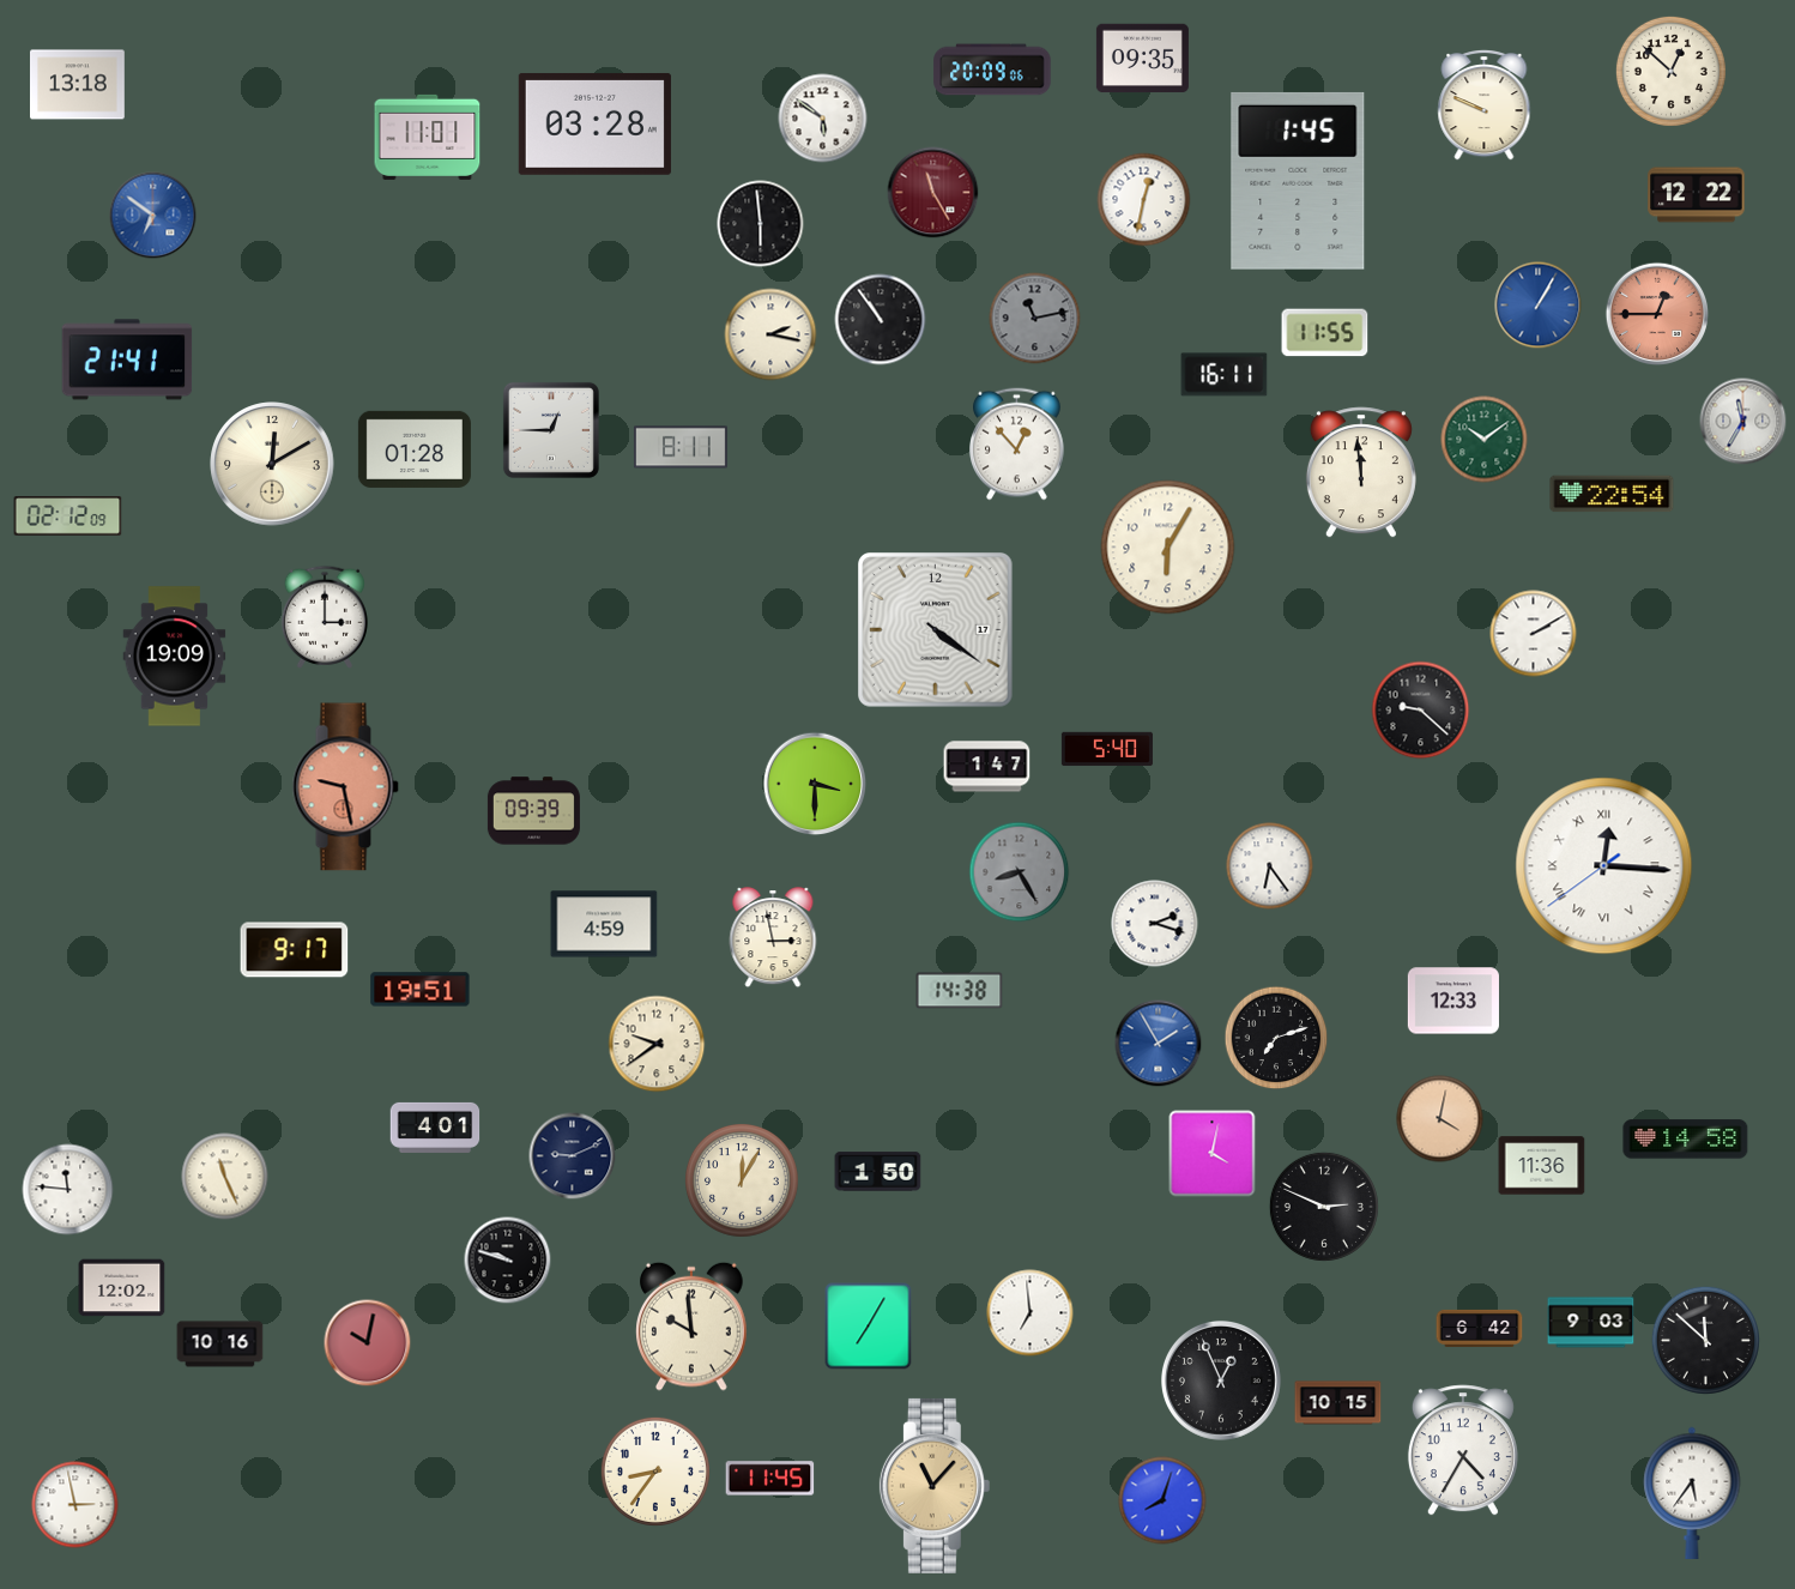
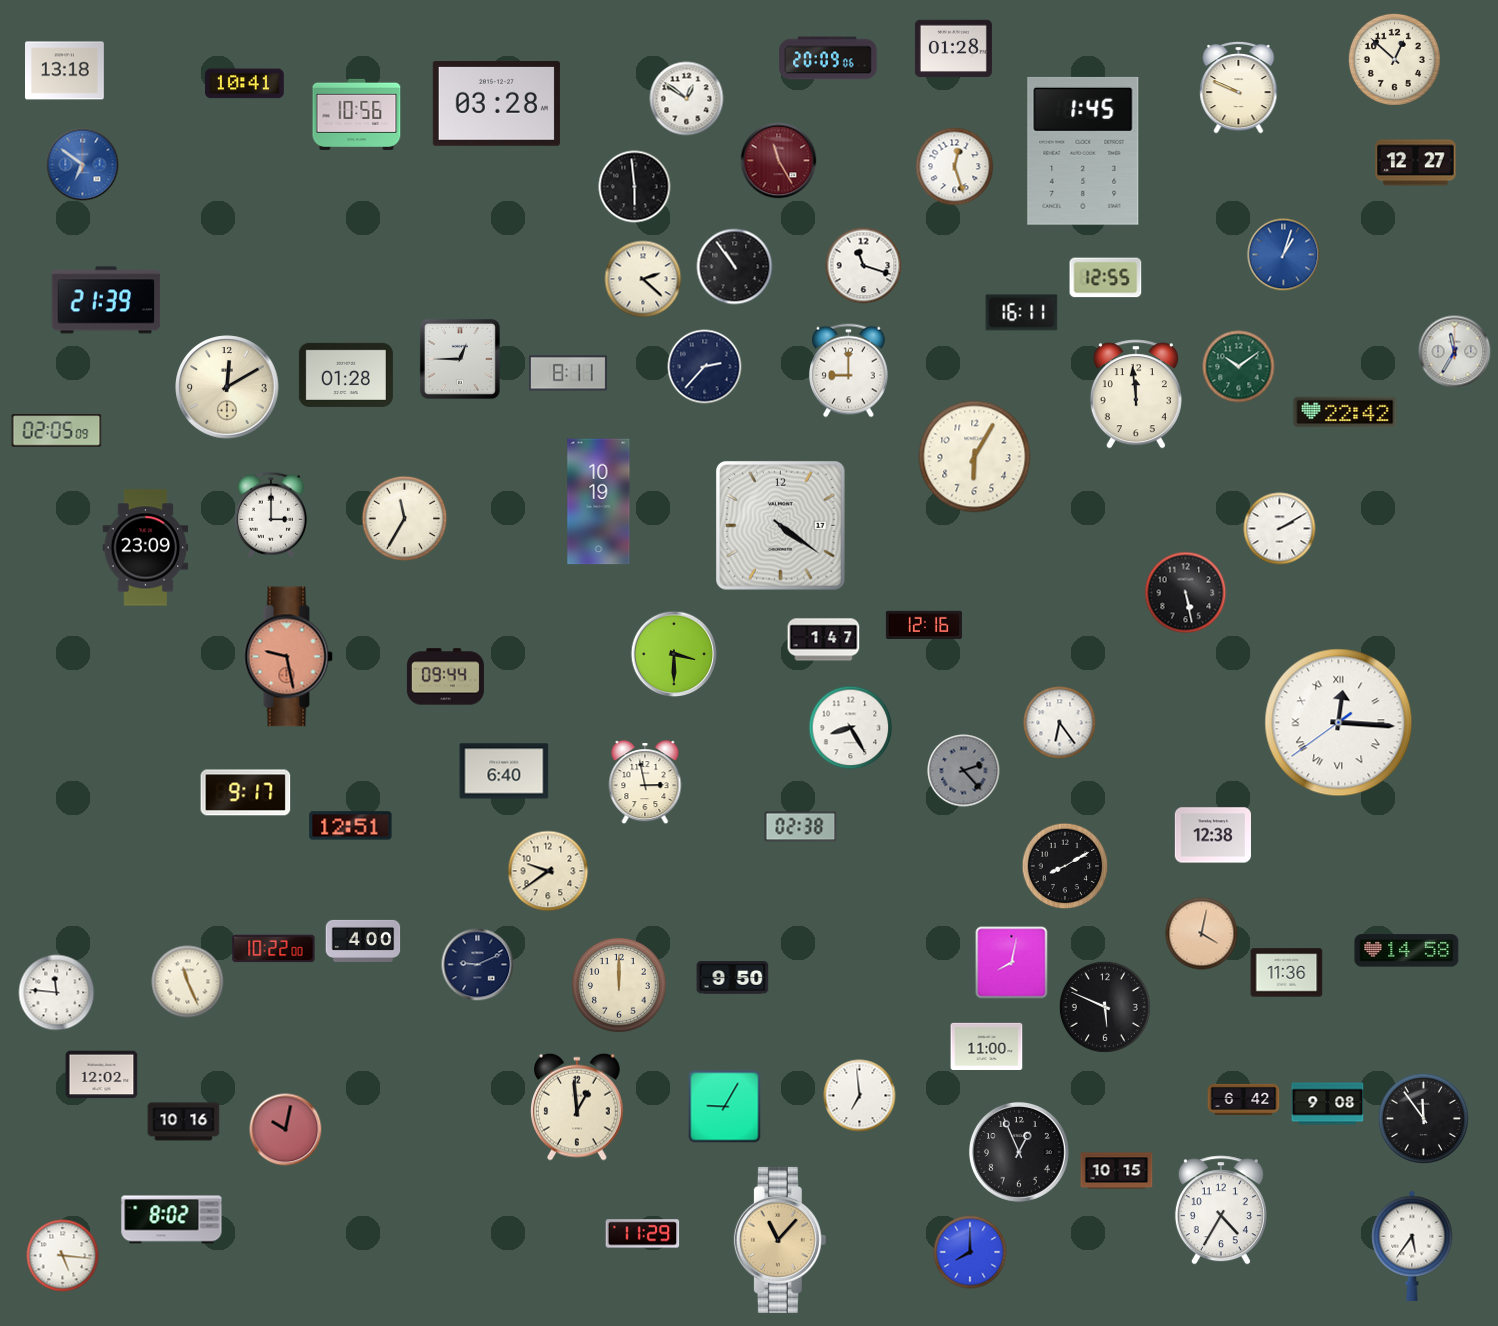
clock at (1142, 59): 09:35 -> 01:28
clock at (245, 84): none -> 10:41
clock at (823, 119): 5:51 -> 12:51
clock at (428, 137): 11:01 -> 10:56
clock at (1697, 195): 12:22 -> 12:27
clock at (1144, 200): 12:32 -> 12:27
clock at (153, 216) position: (153, 216) -> (83, 165)
clock at (1539, 306): 1:05 -> 1:03
clock at (1657, 314): 12:45 -> none
clock at (1035, 319): 11:13 -> 11:18
clock at (1035, 319) dial: grey -> white
clock at (1325, 333): 11:55 -> 12:55
clock at (770, 334): 2:17 -> 2:22
clock at (127, 360): 21:41 -> 21:39
clock at (705, 367): none -> 2:37
clock at (1017, 445): 12:53 -> 9:00
clock at (1612, 494): 22:54 -> 22:42
clock at (68, 516): 02:12 -> 02:05
clock at (599, 502): none -> 10:19
clock at (405, 519): none -> 11:35
clock at (175, 657): 19:09 -> 23:09
clock at (1421, 711): 9:22 -> 5:28
clock at (1107, 749): 5:40 -> 12:16
clock at (815, 784) position: (815, 784) -> (674, 654)
clock at (533, 811): 09:39 -> 09:44
clock at (1020, 872) dial: grey -> white
clock at (604, 924): 4:59 -> 6:40
clock at (1155, 924): 2:18 -> 2:23
clock at (1155, 924) dial: white -> grey
clock at (421, 990): 19:51 -> 12:51
clock at (960, 991): 14:38 -> 02:38
clock at (1453, 1001): 12:33 -> 12:38
clock at (1276, 1038): 7:12 -> 8:10
clock at (1159, 1044): 1:55 -> none
clock at (435, 1128): 4:01 -> 4:00
clock at (274, 949): none -> 10:22
clock at (1213, 1154): 4:02 -> 8:02
clock at (878, 1172): 1:50 -> 9:50
clock at (742, 1180): 12:05 -> 12:00
clock at (1324, 1207): 2:49 -> 5:49
clock at (987, 1046): none -> 11:00
clock at (508, 1261): 9:48 -> none
clock at (1591, 1323): 9:03 -> 9:08
clock at (691, 1327): 9:59 -> 12:59
clock at (869, 1327): 7:05 -> 9:05
clock at (1480, 1328) position: (1480, 1328) -> (1244, 1099)
clock at (1705, 1340): 11:52 -> 11:54
clock at (368, 1343) position: (368, 1343) -> (286, 1130)
clock at (172, 1220): none -> 8:02
clock at (655, 1472): 8:36 -> none
clock at (770, 1479): 11:45 -> 11:29
clock at (1162, 1500): 8:03 -> 8:00
clock at (75, 1505): 2:58 -> 5:16
